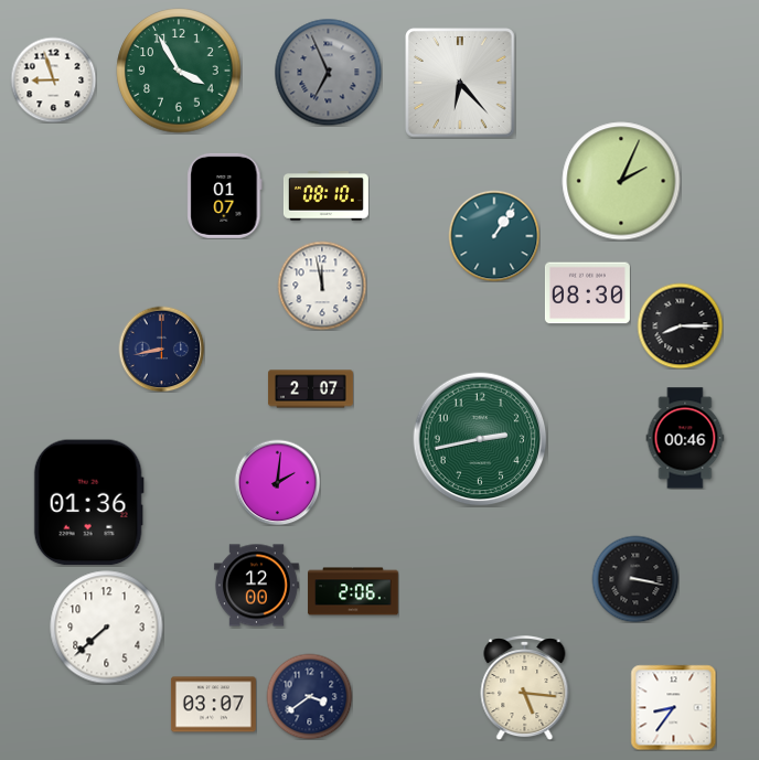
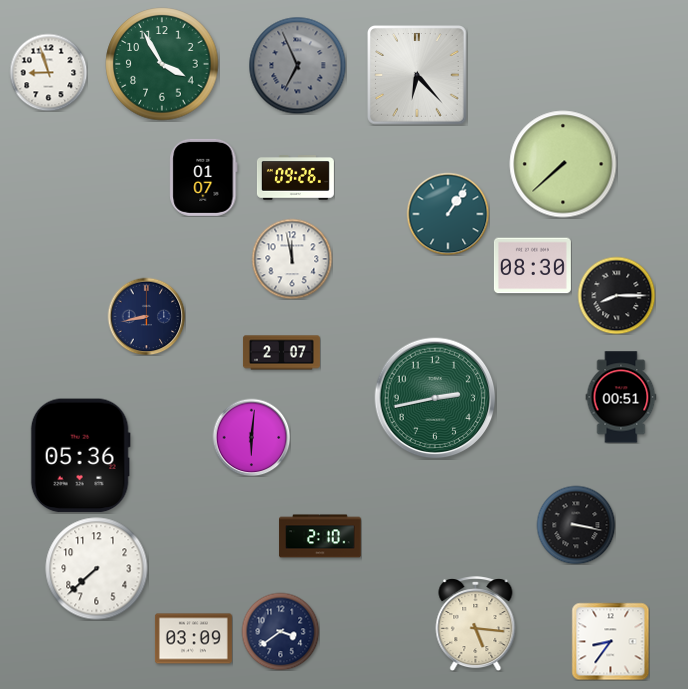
clock at (621, 181): 2:04 -> 7:38
clock at (325, 196): 08:10 -> 09:26
clock at (685, 438): 00:46 -> 00:51
clock at (277, 482): 2:01 -> 6:01
clock at (88, 503): 01:36 -> 05:36
clock at (256, 586): 12:00 -> none
clock at (353, 591): 2:06 -> 2:10
clock at (213, 705): 03:07 -> 03:09
